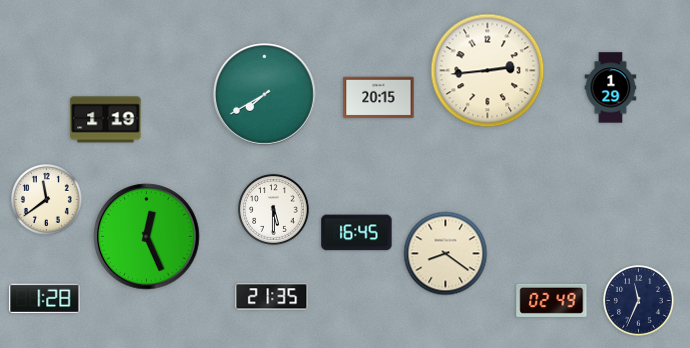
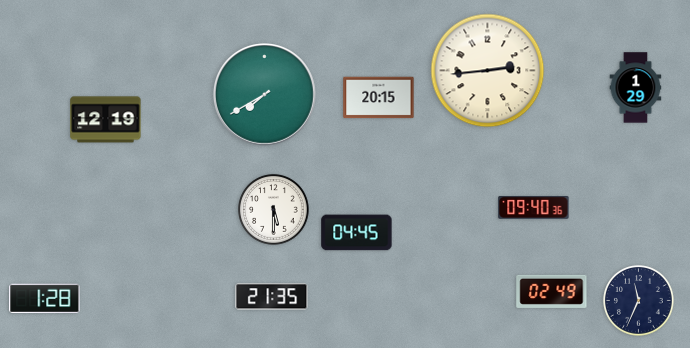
clock at (611, 88) position: (611, 88) -> (636, 88)
clock at (106, 120): 1:19 -> 12:19
clock at (47, 200): 11:39 -> none
clock at (534, 208): none -> 09:40
clock at (357, 233): 16:45 -> 04:45
clock at (147, 237): 12:26 -> none
clock at (446, 254): 8:21 -> none
clock at (552, 300) position: (552, 300) -> (552, 291)
